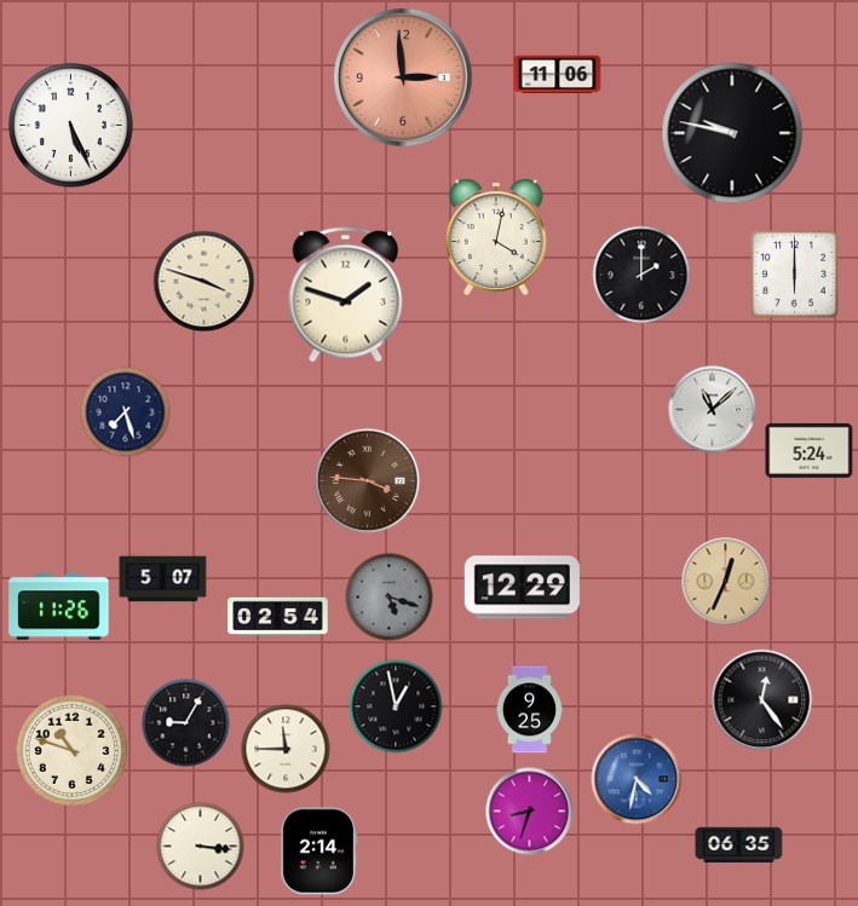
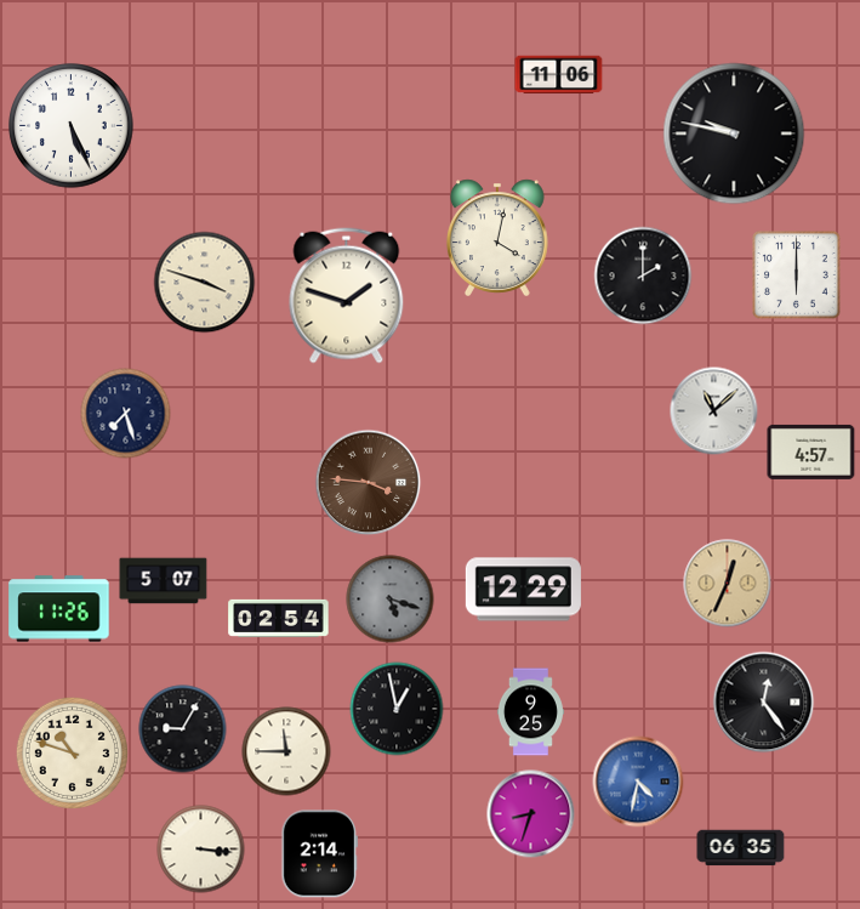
clock at (403, 77): 2:59 -> none
clock at (810, 450): 5:24 -> 4:57
clock at (186, 723) position: (186, 723) -> (183, 729)
